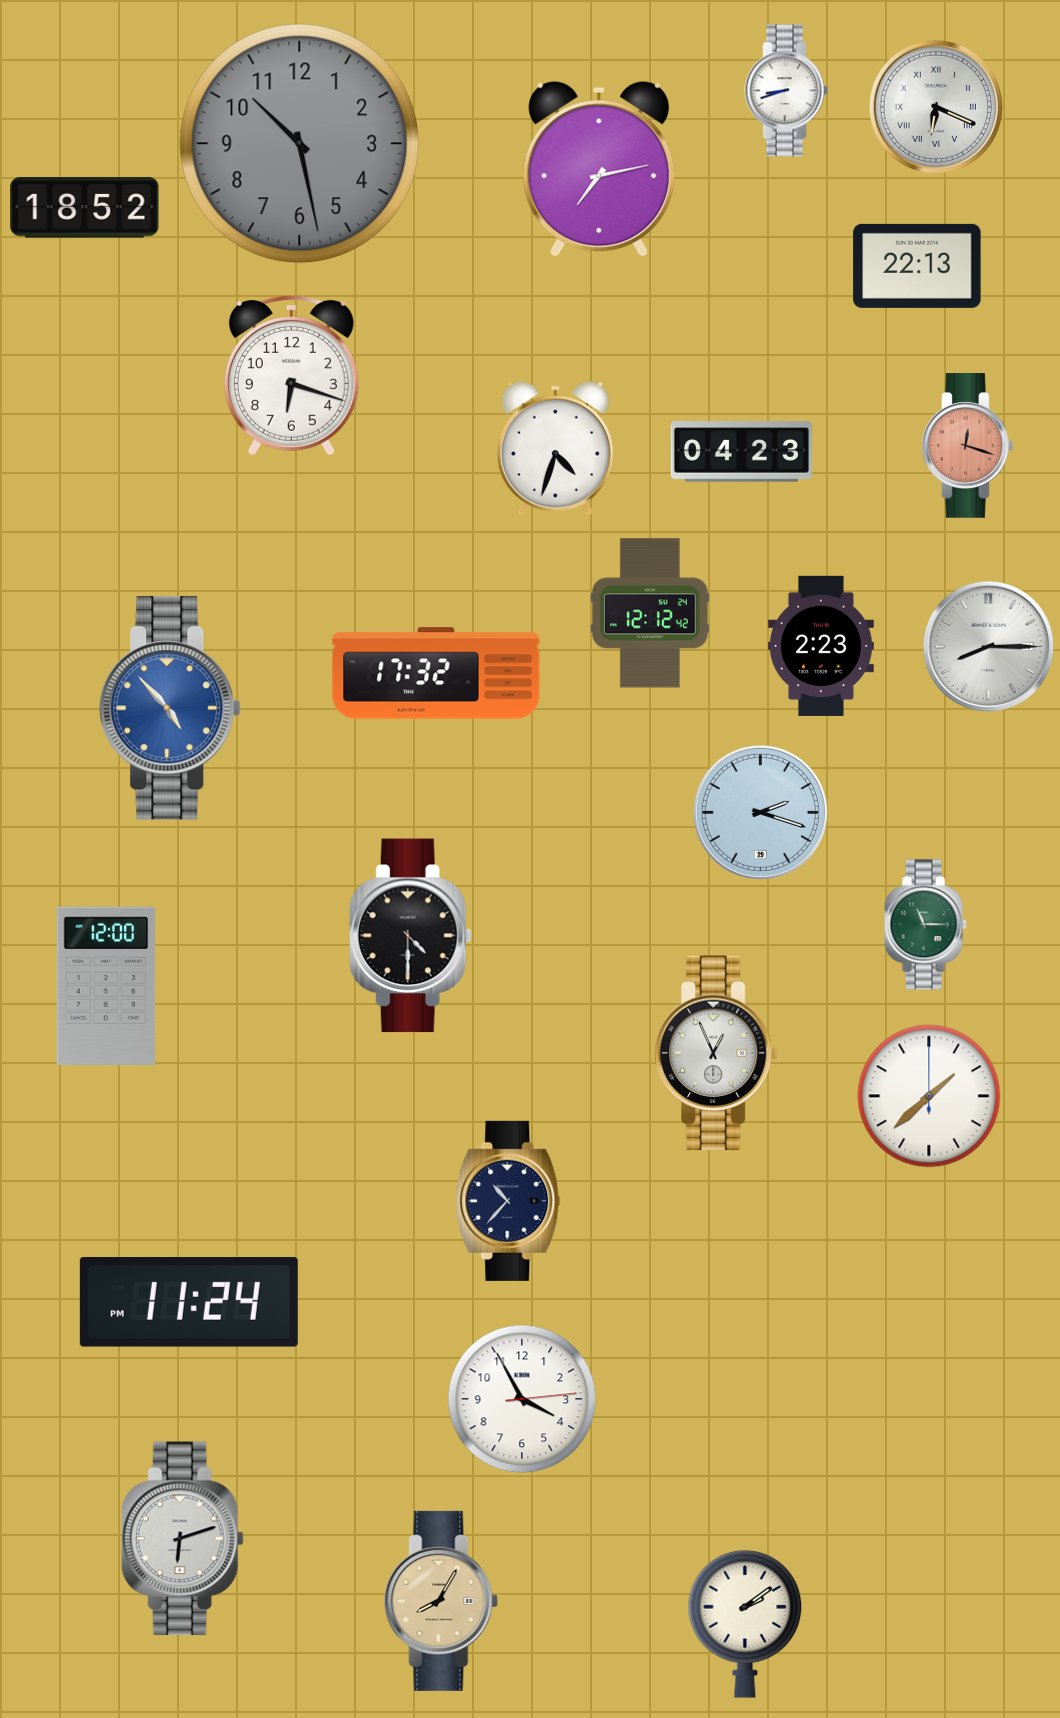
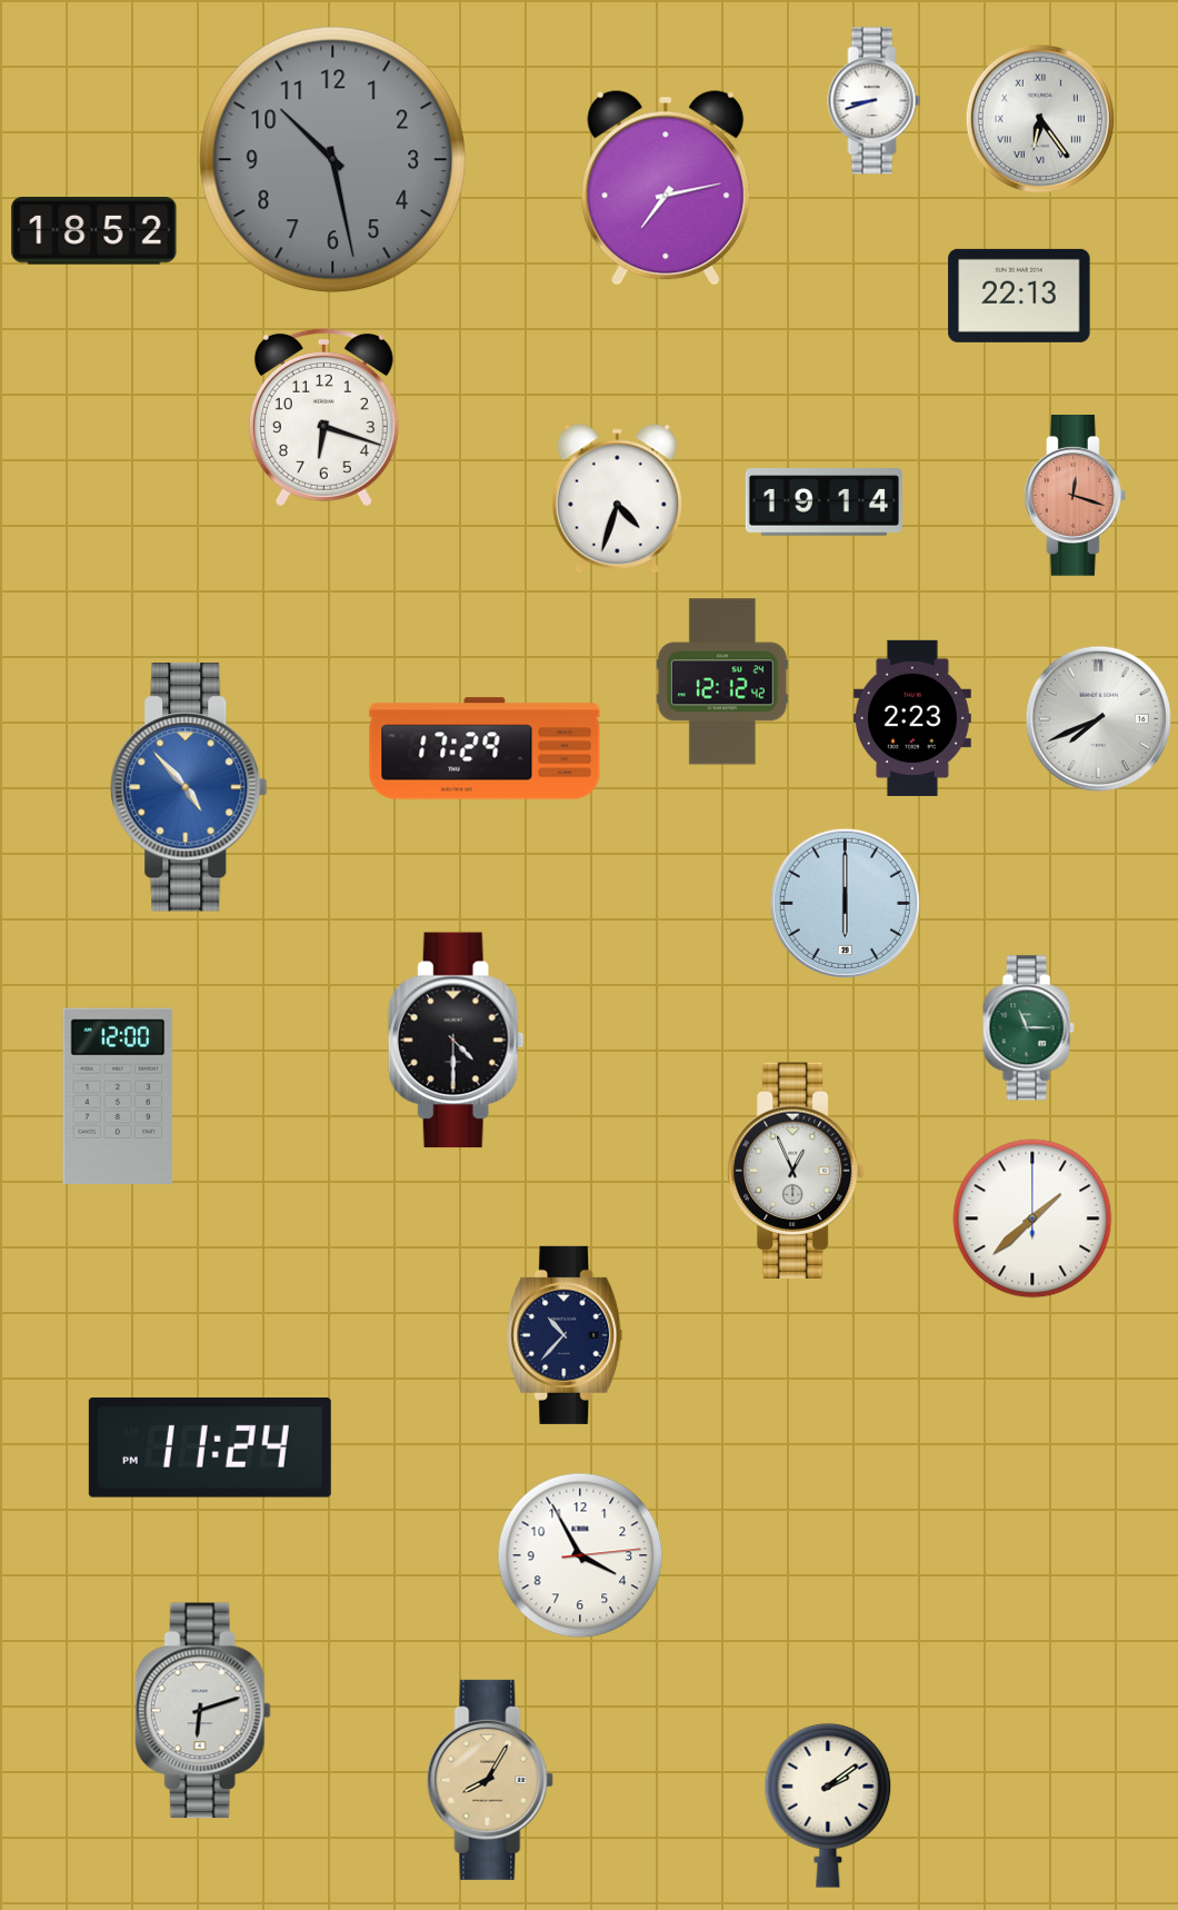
clock at (936, 107): 6:19 -> 6:24
clock at (741, 452): 04:23 -> 19:14
clock at (988, 646): 8:15 -> 7:41
clock at (436, 673): 17:32 -> 17:29
clock at (760, 812): 2:18 -> 6:00
